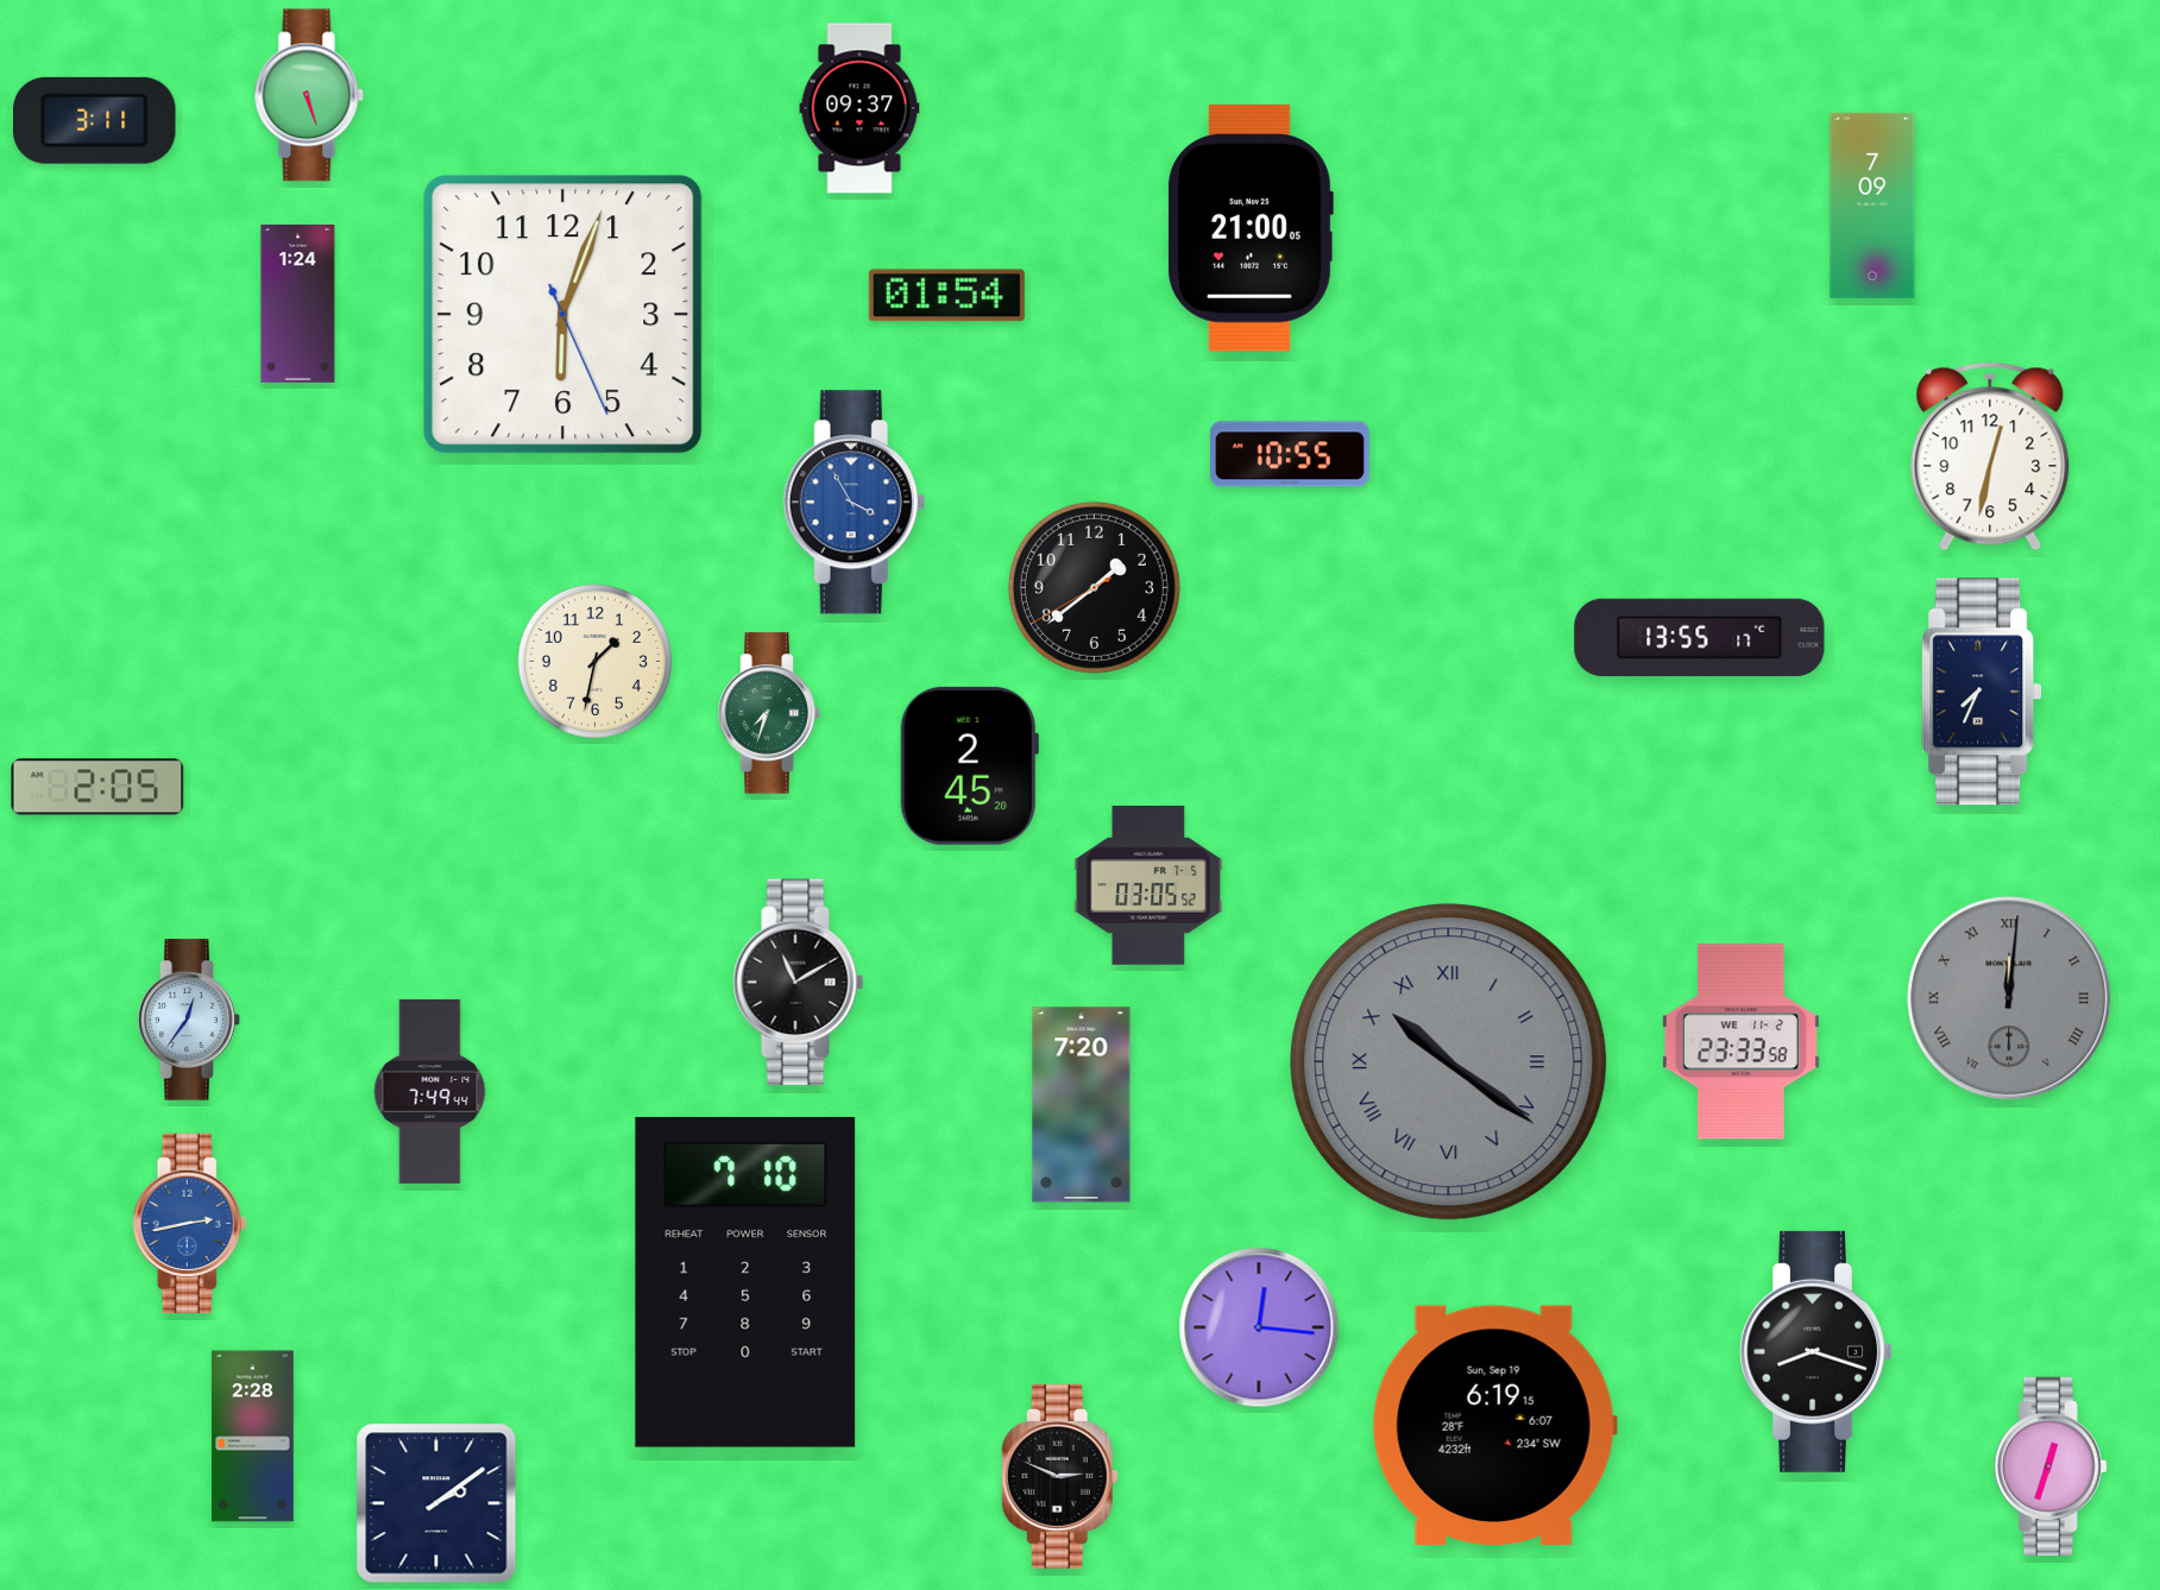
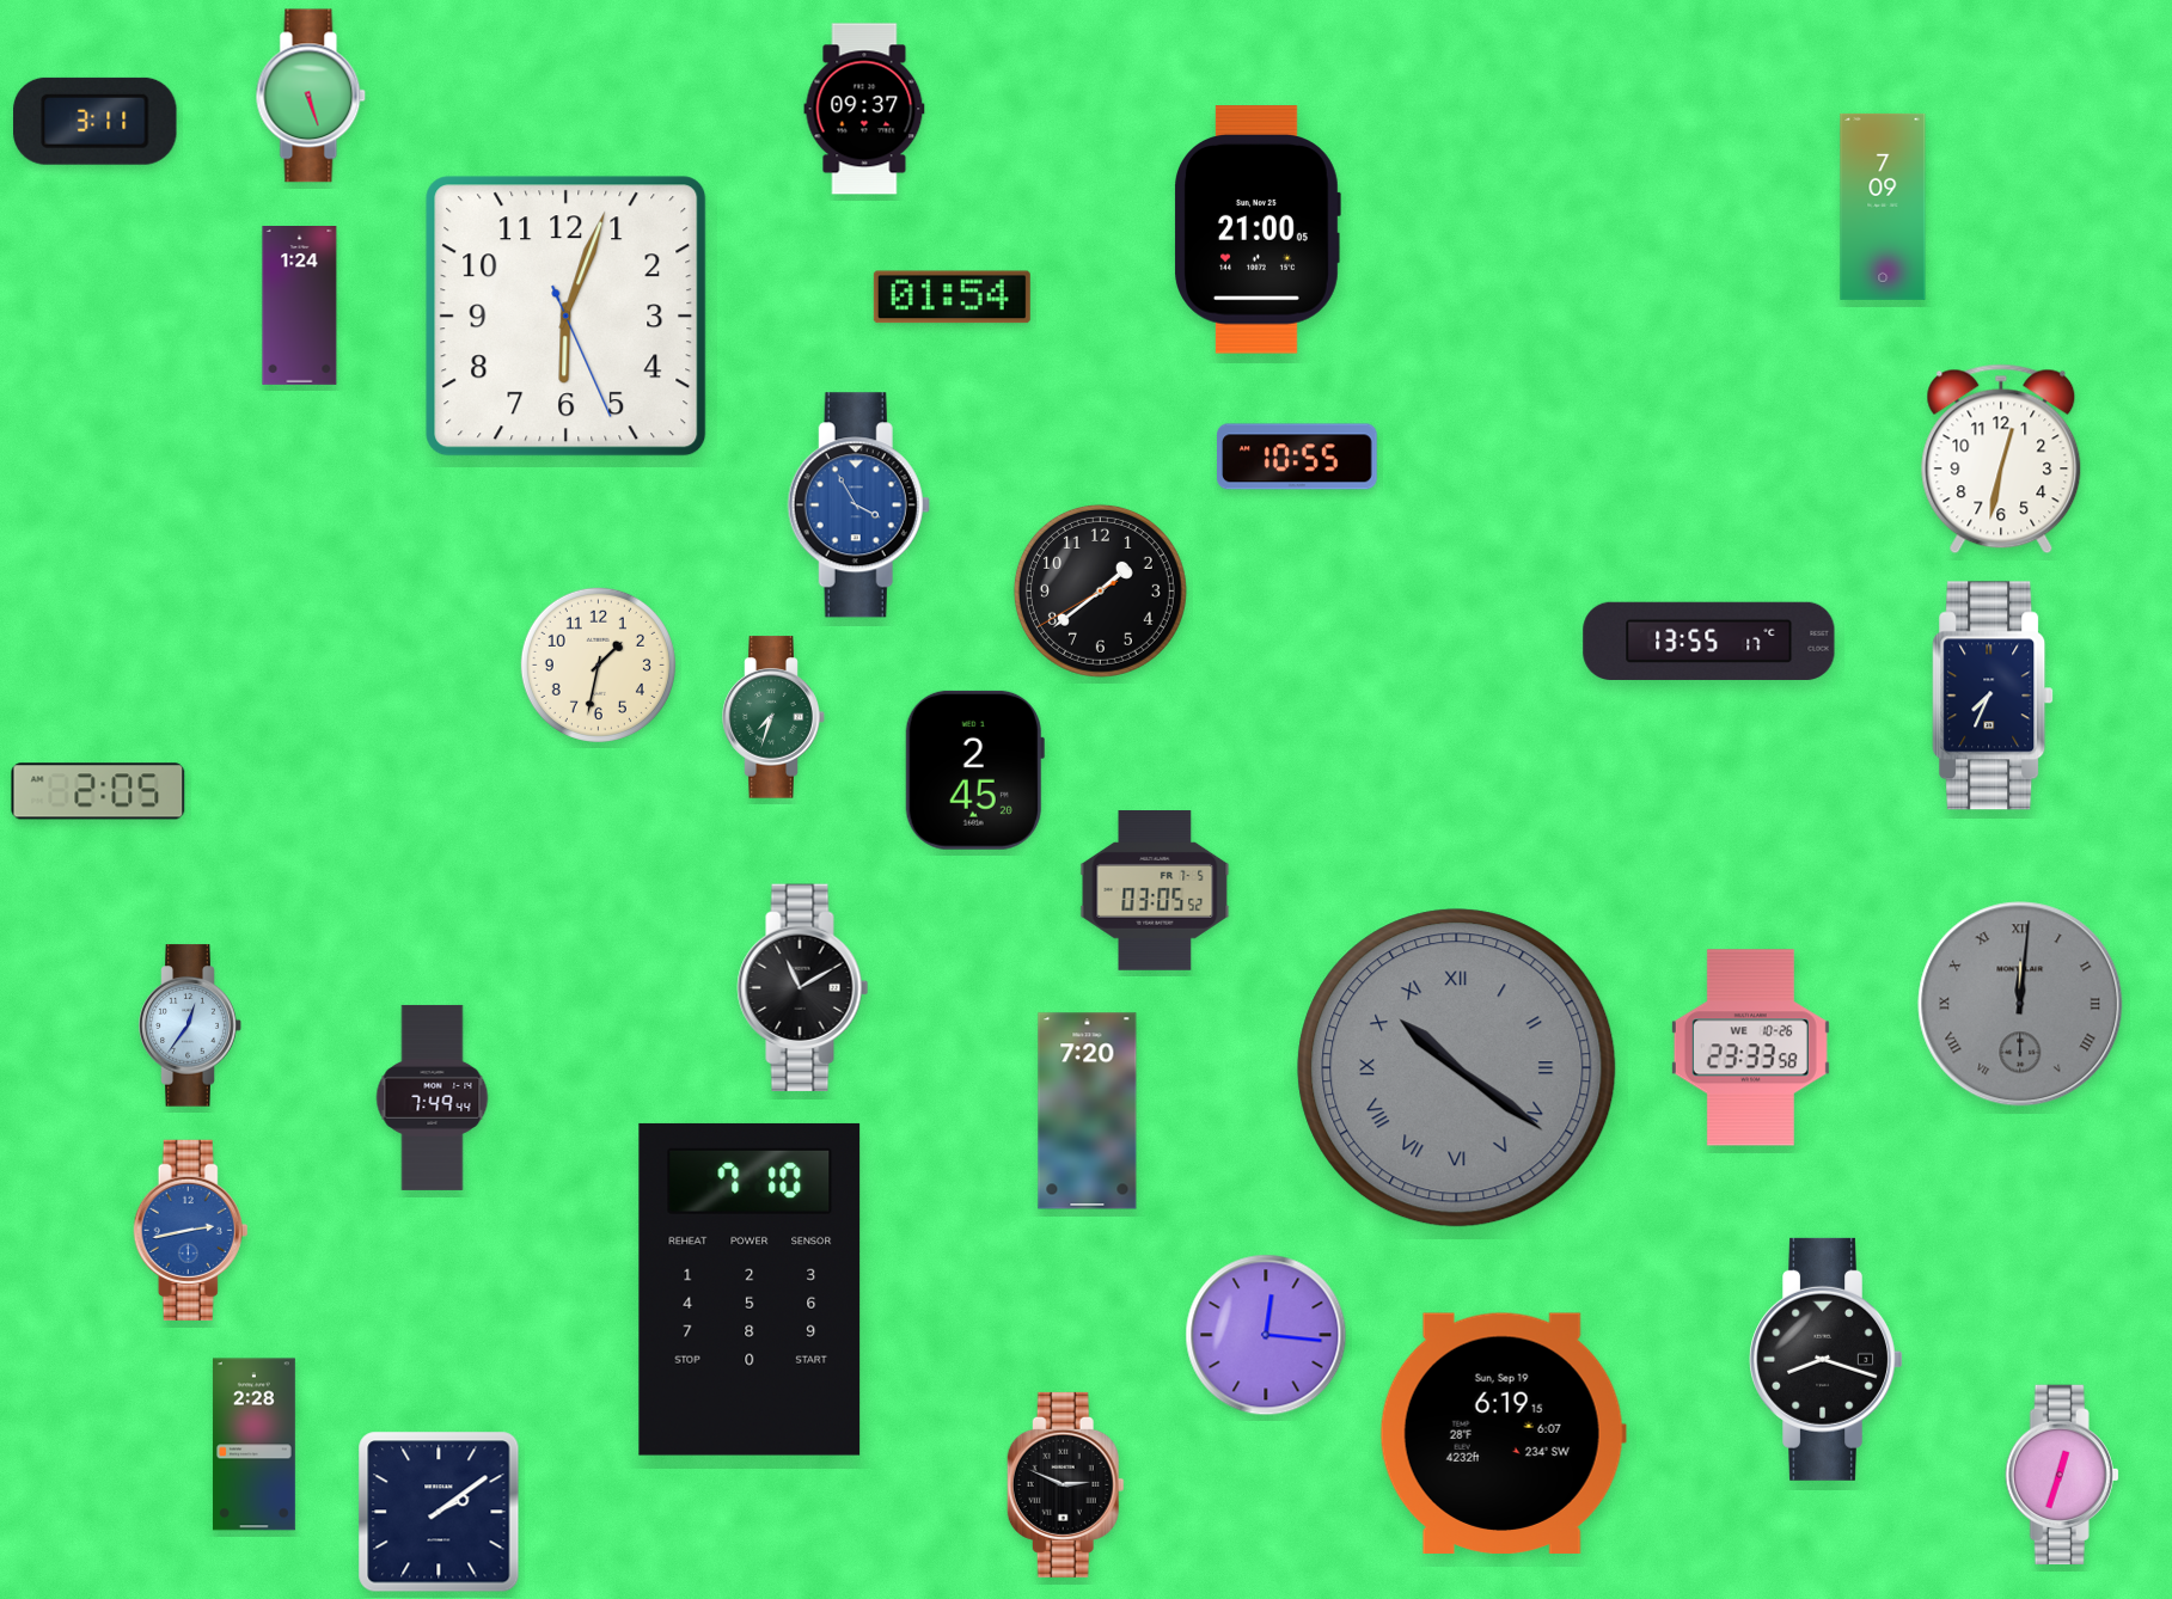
clock at (1740, 1042) date: WE 11-2 -> WE 10-26
